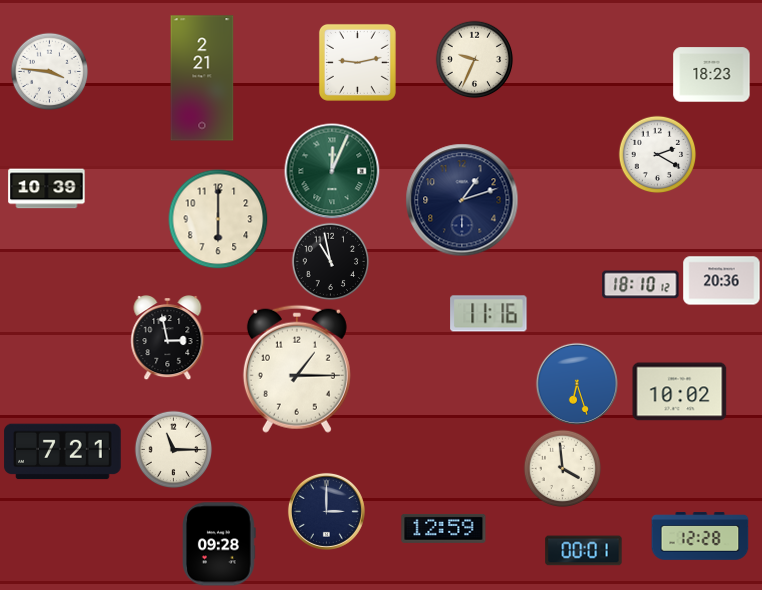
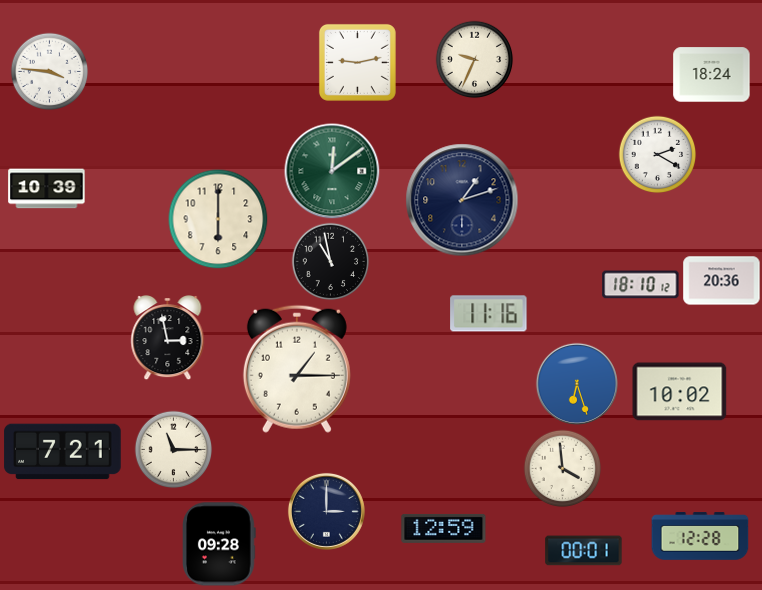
clock at (712, 75): 18:23 -> 18:24
clock at (202, 78): 2:21 -> none
clock at (332, 171): 12:04 -> 12:09
